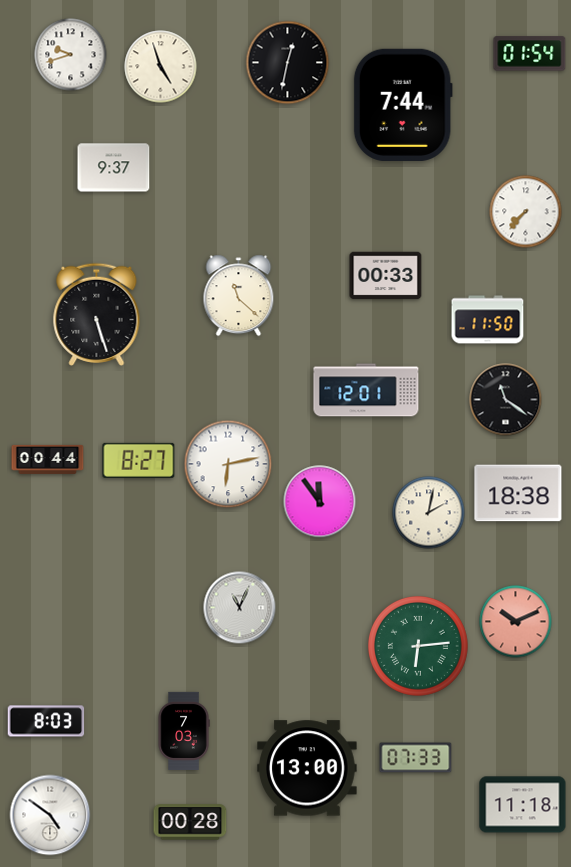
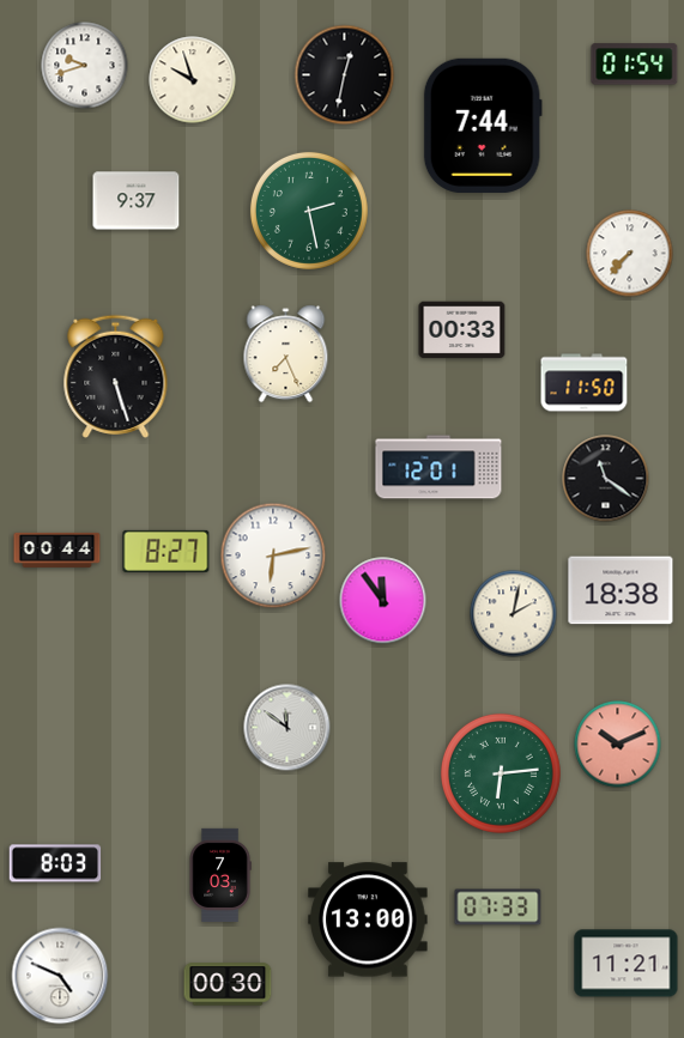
clock at (161, 67): 4:57 -> 9:57
clock at (309, 211): none -> 2:28
clock at (239, 296): 11:22 -> 7:26
clock at (240, 608): 11:04 -> 11:51
clock at (523, 805): 11:18 -> 11:21
clock at (50, 815): 4:51 -> 4:49
clock at (190, 822): 00:28 -> 00:30
